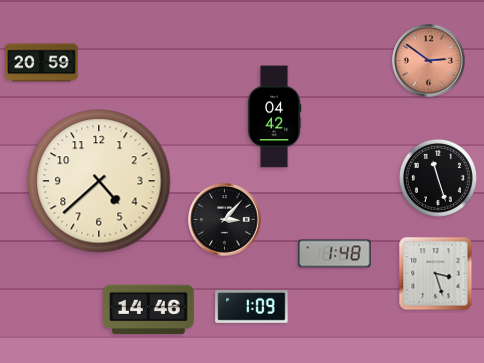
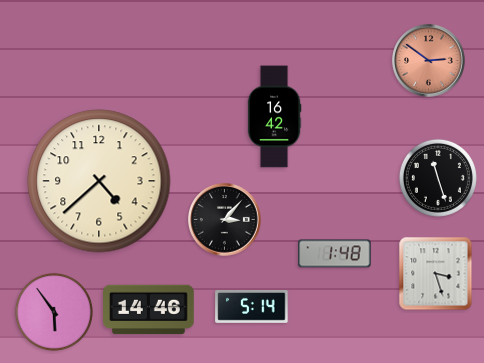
clock at (42, 63): 20:59 -> none
clock at (274, 117): 04:42 -> 16:42
clock at (252, 307): 1:09 -> 5:14
clock at (54, 312): none -> 5:54
